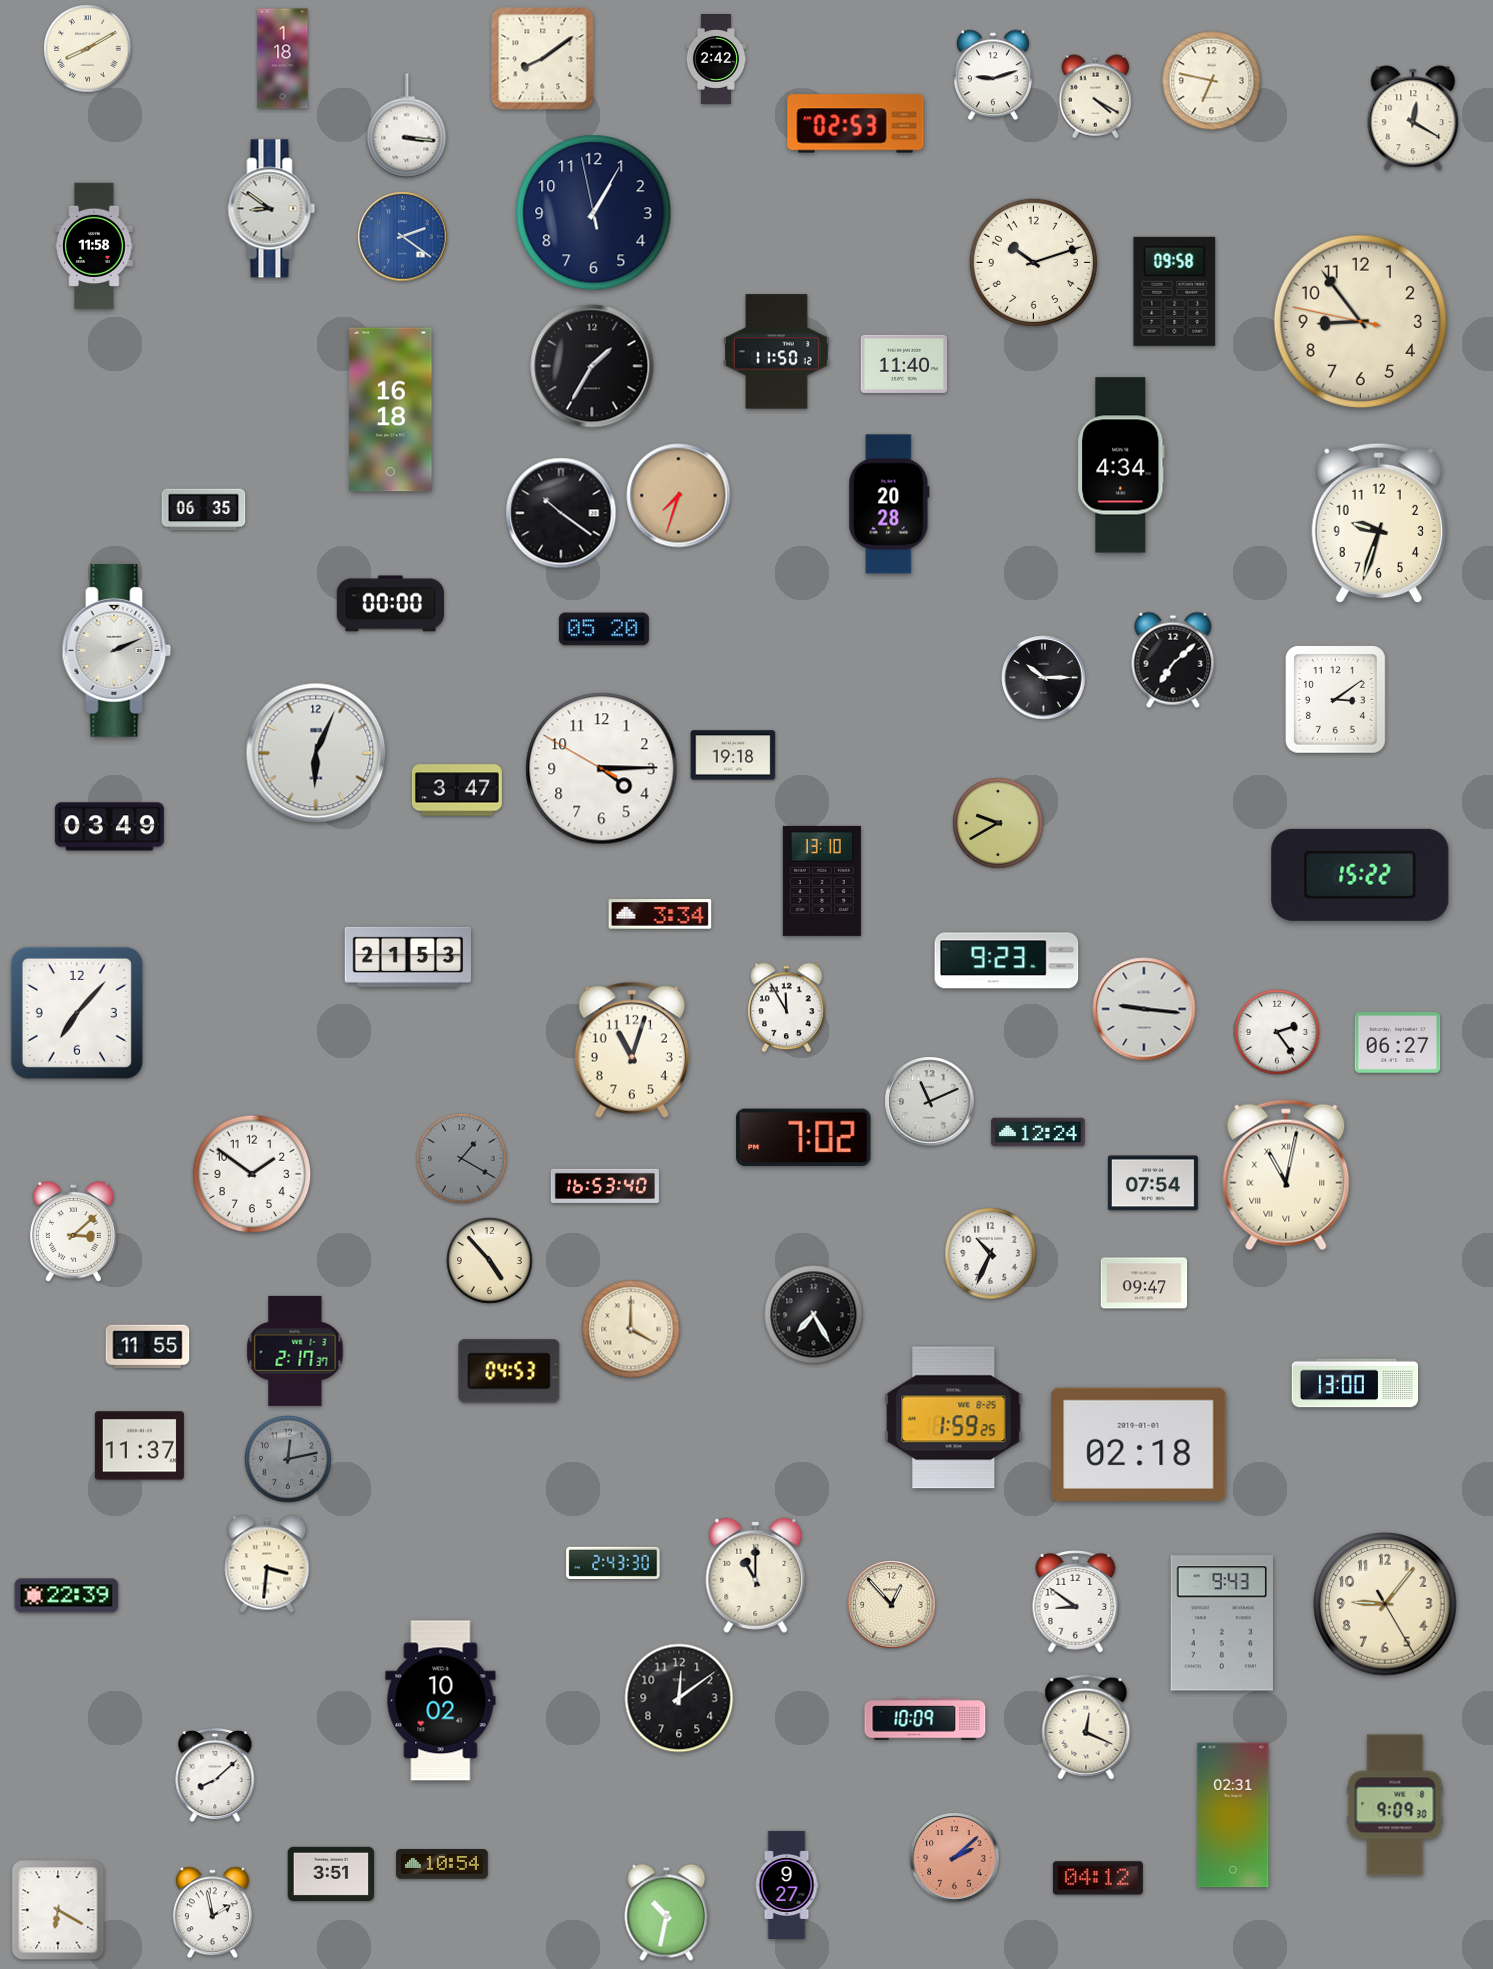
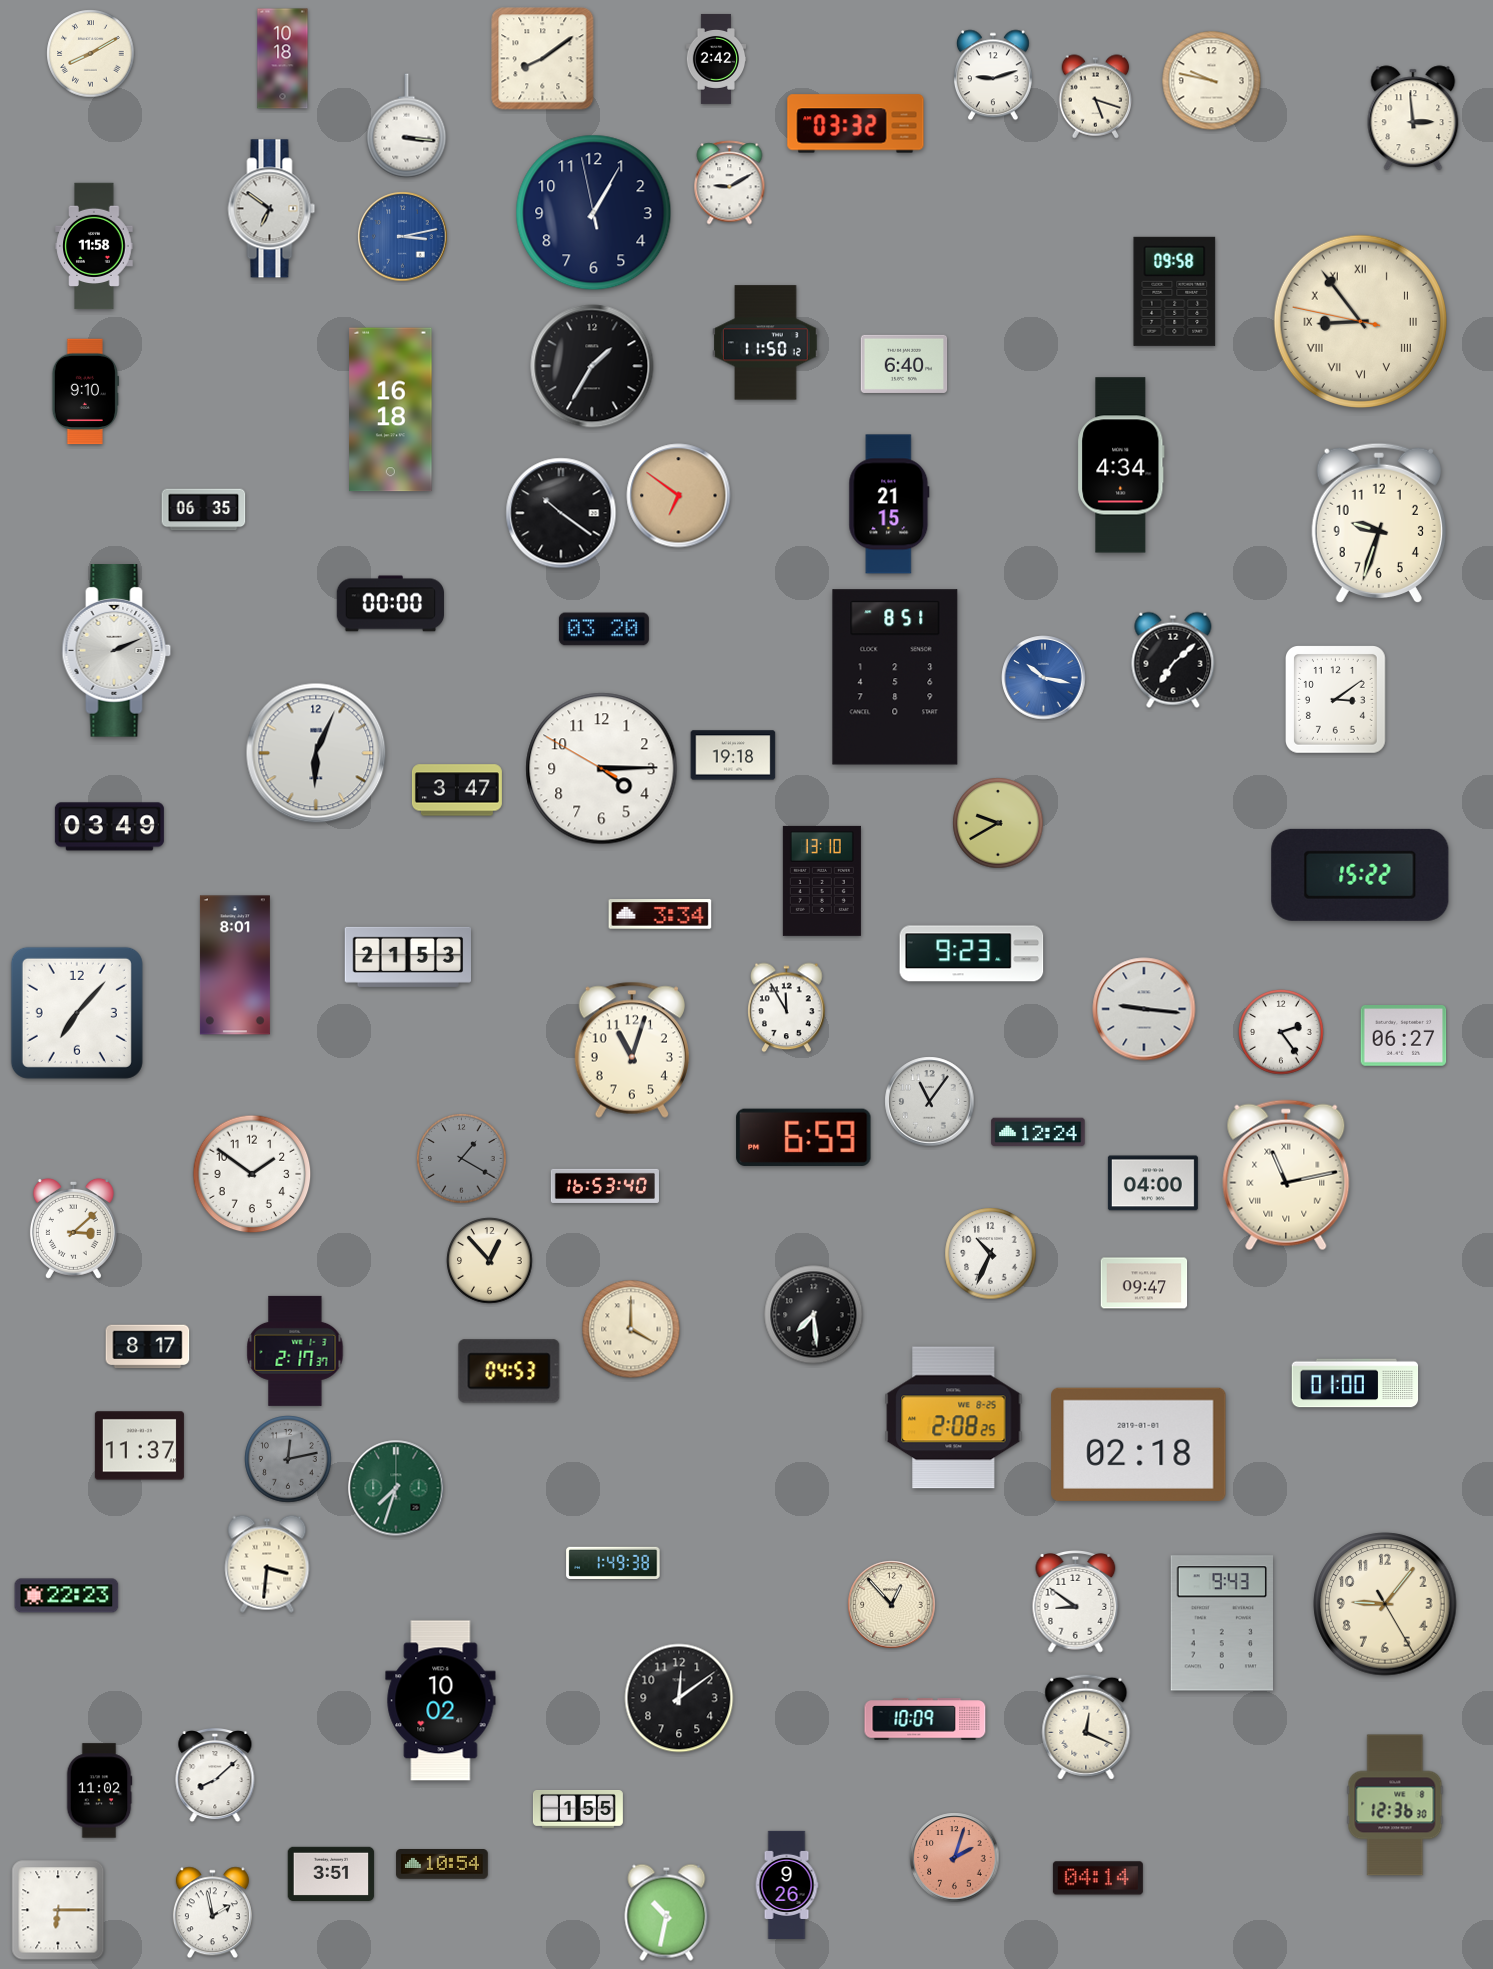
clock at (88, 49) position: (88, 49) -> (91, 54)
clock at (283, 59): 1:18 -> 10:18
clock at (1212, 81): 6:47 -> 9:47
clock at (1096, 97): 4:20 -> 5:18
clock at (1413, 118): 12:20 -> 2:59
clock at (856, 124): 02:53 -> 03:32
clock at (730, 183): none -> 9:10
clock at (272, 209): 8:51 -> 6:51
clock at (403, 237): 2:21 -> 3:13
clock at (1033, 262): 10:12 -> none
clock at (1360, 321) numerals: Arabic -> Roman
clock at (777, 352) position: (777, 352) -> (766, 343)
clock at (904, 364): 11:40 -> 6:40
clock at (85, 392): none -> 9:10
clock at (679, 496): 7:33 -> 6:51
clock at (889, 504): 20:28 -> 21:15
clock at (604, 629): 05:20 -> 03:20
clock at (895, 677): none -> 8:51
clock at (1044, 678): 10:15 -> 10:17
clock at (1044, 678) dial: black -> blue
clock at (1007, 961) position: (1007, 961) -> (972, 954)
clock at (235, 965): none -> 8:01
clock at (1277, 1032) position: (1277, 1032) -> (1281, 1032)
clock at (1398, 1043) position: (1398, 1043) -> (1404, 1036)
clock at (930, 1102): 11:11 -> 11:06
clock at (804, 1137): 7:02 -> 6:59
clock at (1286, 1175): 11:02 -> 11:13
clock at (1153, 1183): 07:54 -> 04:00
clock at (73, 1231) position: (73, 1231) -> (73, 1228)
clock at (490, 1261): 4:53 -> 12:53
clock at (814, 1315): 7:25 -> 7:29
clock at (148, 1347): 11:55 -> 8:17
clock at (1355, 1383): 13:00 -> 01:00
clock at (954, 1418): 1:59 -> 2:08
clock at (396, 1488): none -> 7:33
clock at (613, 1563): 2:43 -> 1:49
clock at (756, 1575): 11:00 -> none
clock at (67, 1596): 22:39 -> 22:23
clock at (99, 1791): none -> 11:02
clock at (1395, 1805): 9:09 -> 12:36
clock at (578, 1810): none -> 1:55
clock at (1233, 1815): 02:31 -> none
clock at (955, 1858): 2:08 -> 2:03
clock at (1098, 1878): 04:12 -> 04:14
clock at (787, 1885): 9:27 -> 9:26
clock at (58, 1910): 6:20 -> 6:15
